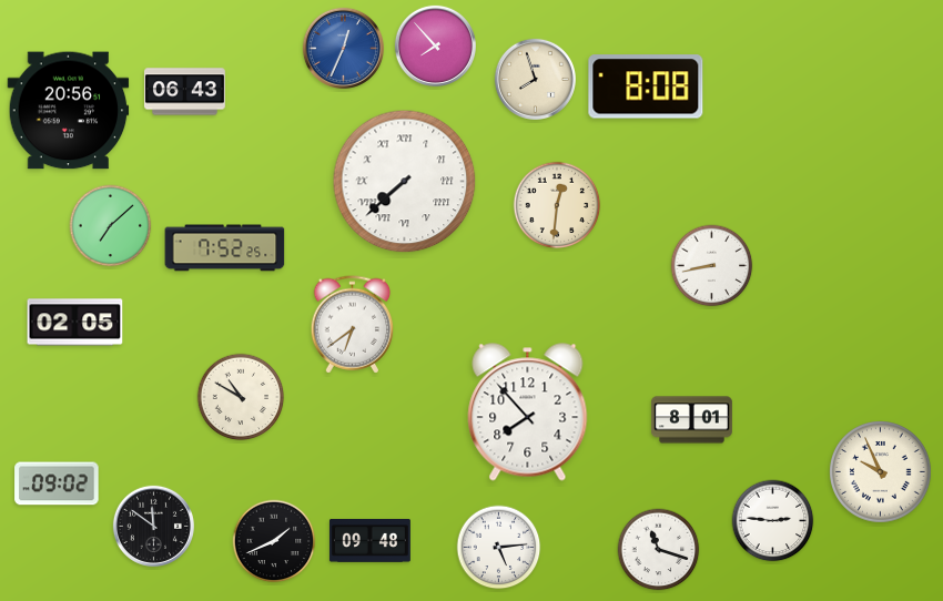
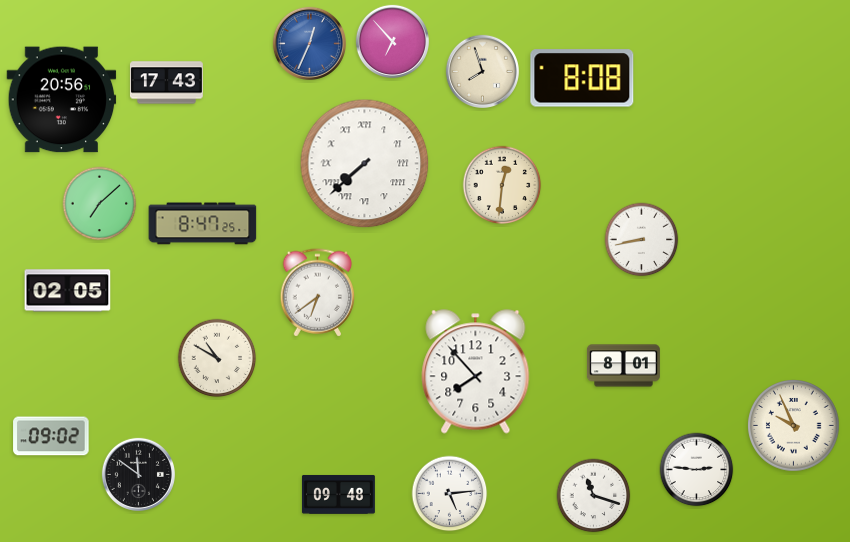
clock at (435, 45): 7:53 -> 6:53
clock at (184, 92): 06:43 -> 17:43
clock at (225, 248): 7:52 -> 8:47
clock at (691, 420) position: (691, 420) -> (623, 366)
clock at (369, 540) position: (369, 540) -> (338, 494)
clock at (274, 541): 1:41 -> none
